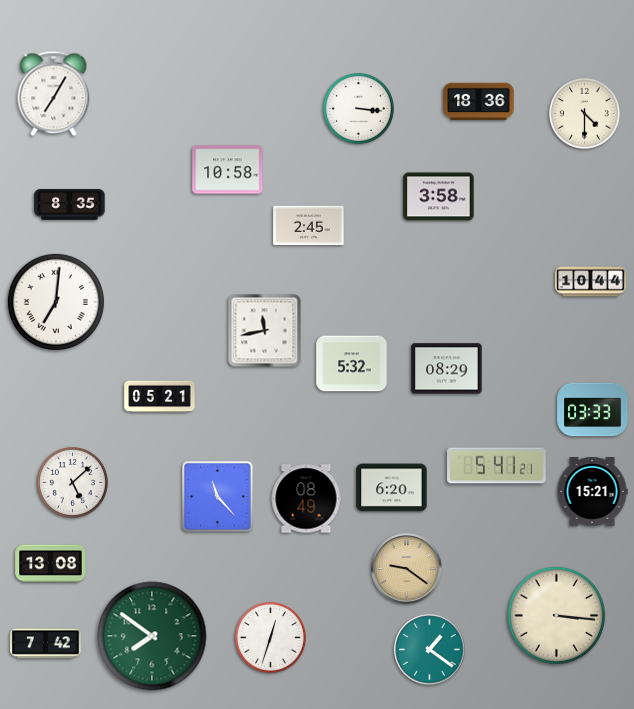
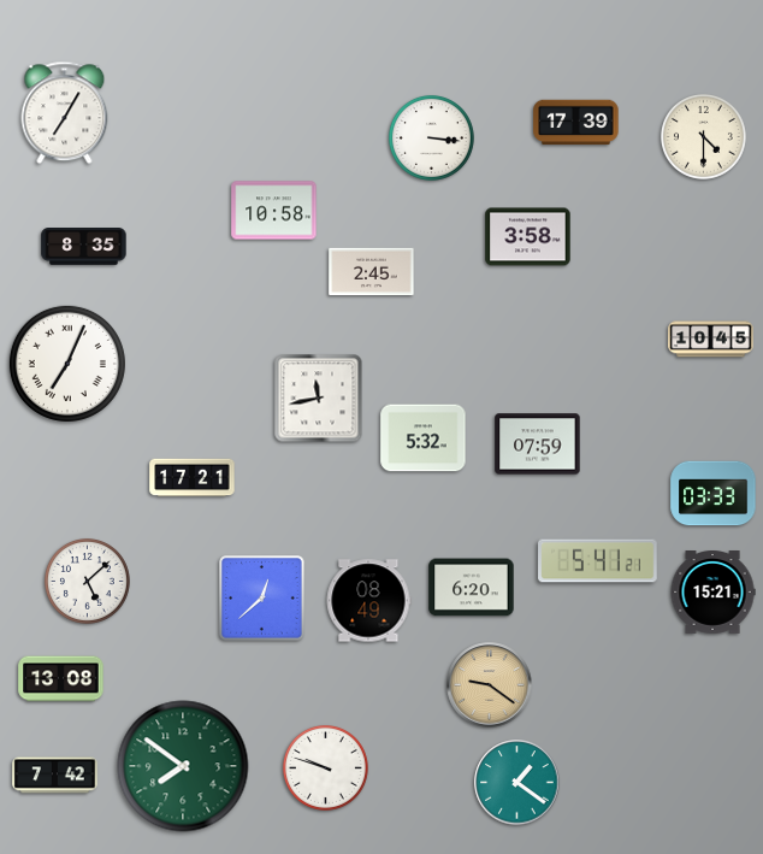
clock at (479, 102): 18:36 -> 17:39
clock at (358, 108) position: (358, 108) -> (431, 137)
clock at (228, 170) position: (228, 170) -> (274, 211)
clock at (591, 282): 10:44 -> 10:45
clock at (56, 302): 7:01 -> 7:04
clock at (447, 369): 08:29 -> 07:59
clock at (160, 397): 05:21 -> 17:21
clock at (218, 497): 11:23 -> 12:38
clock at (556, 615): 3:16 -> none
clock at (270, 637): 12:33 -> 9:48
